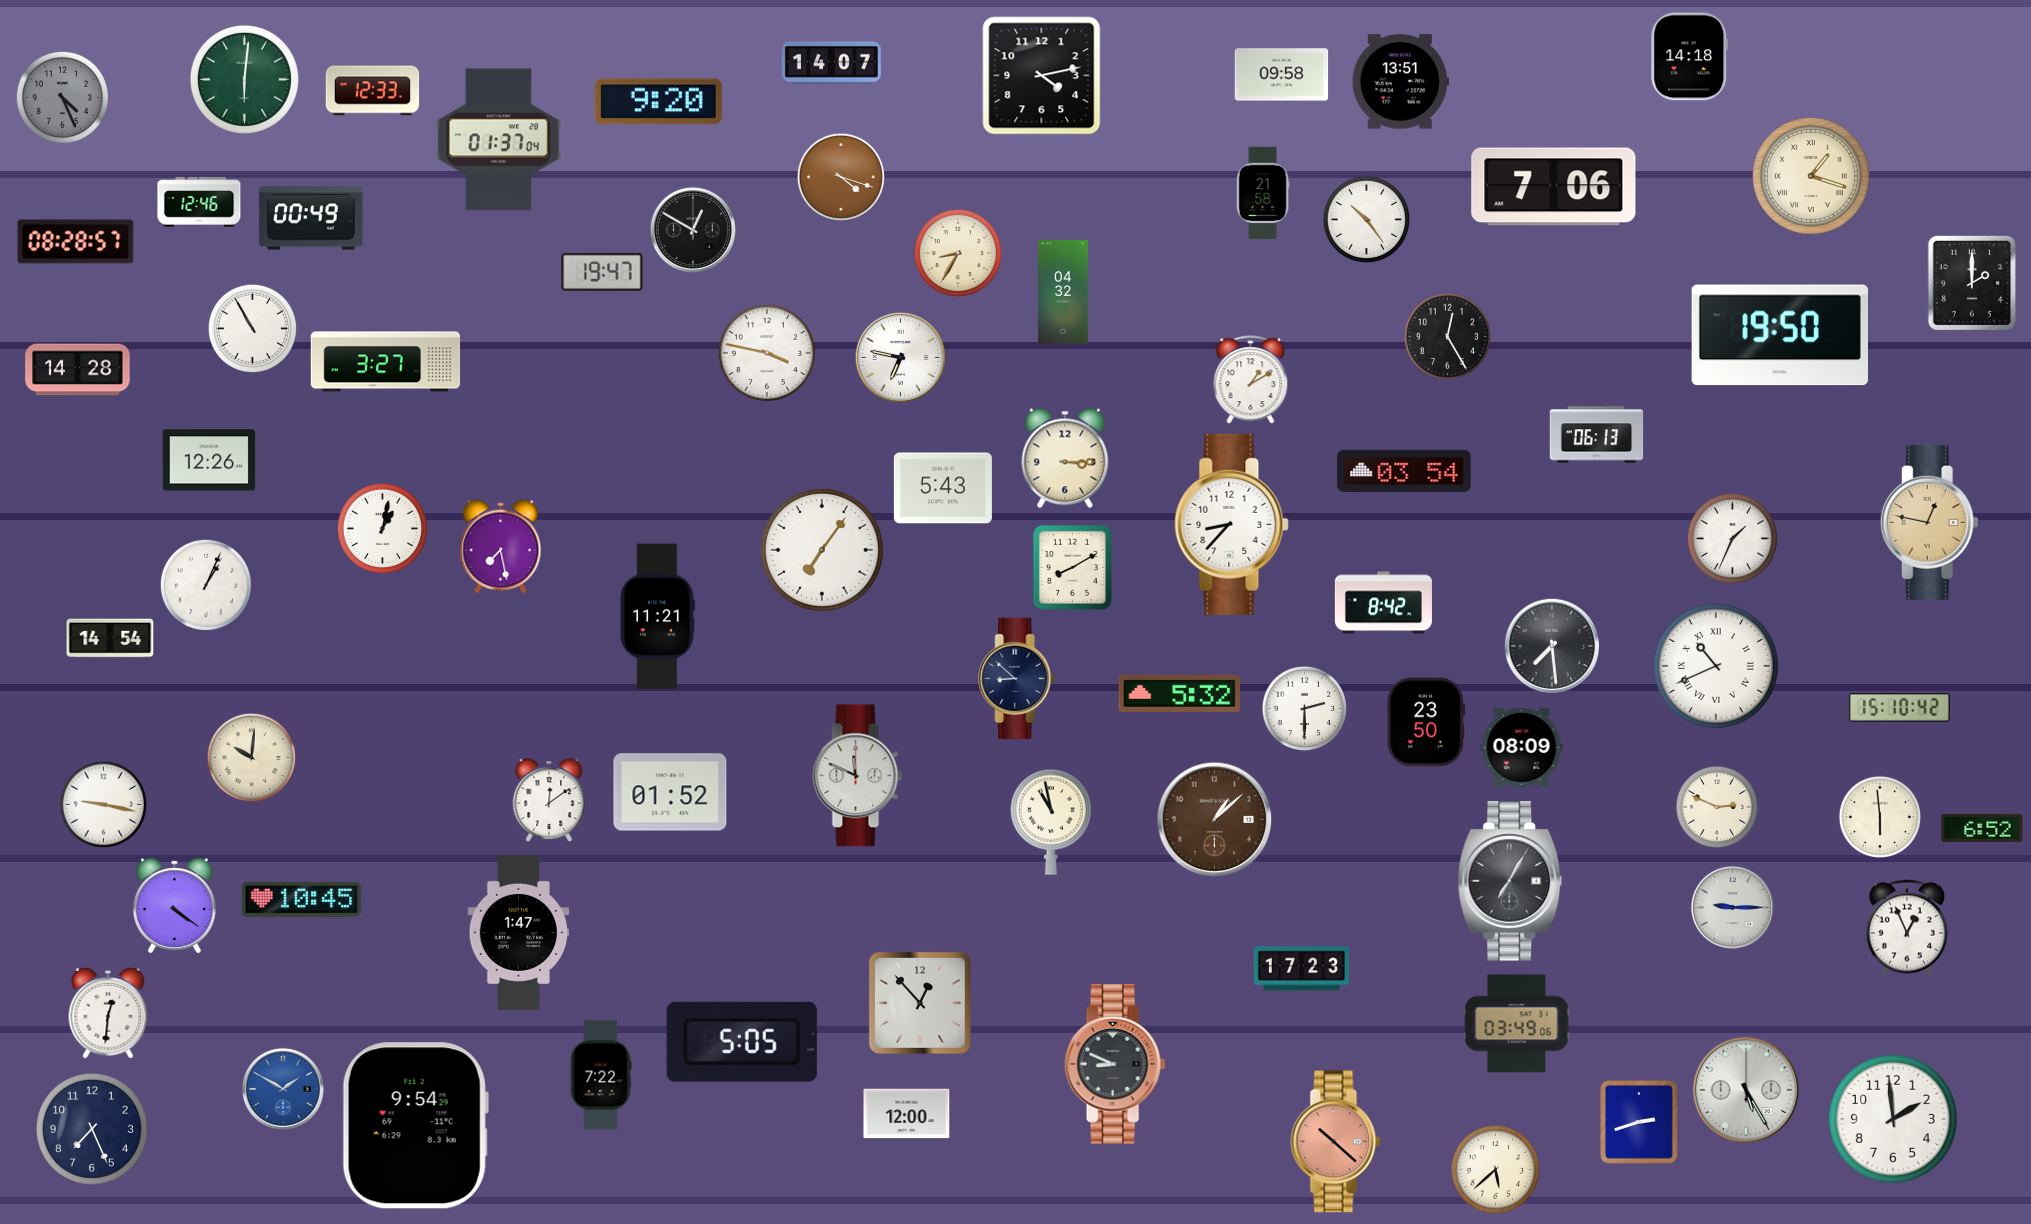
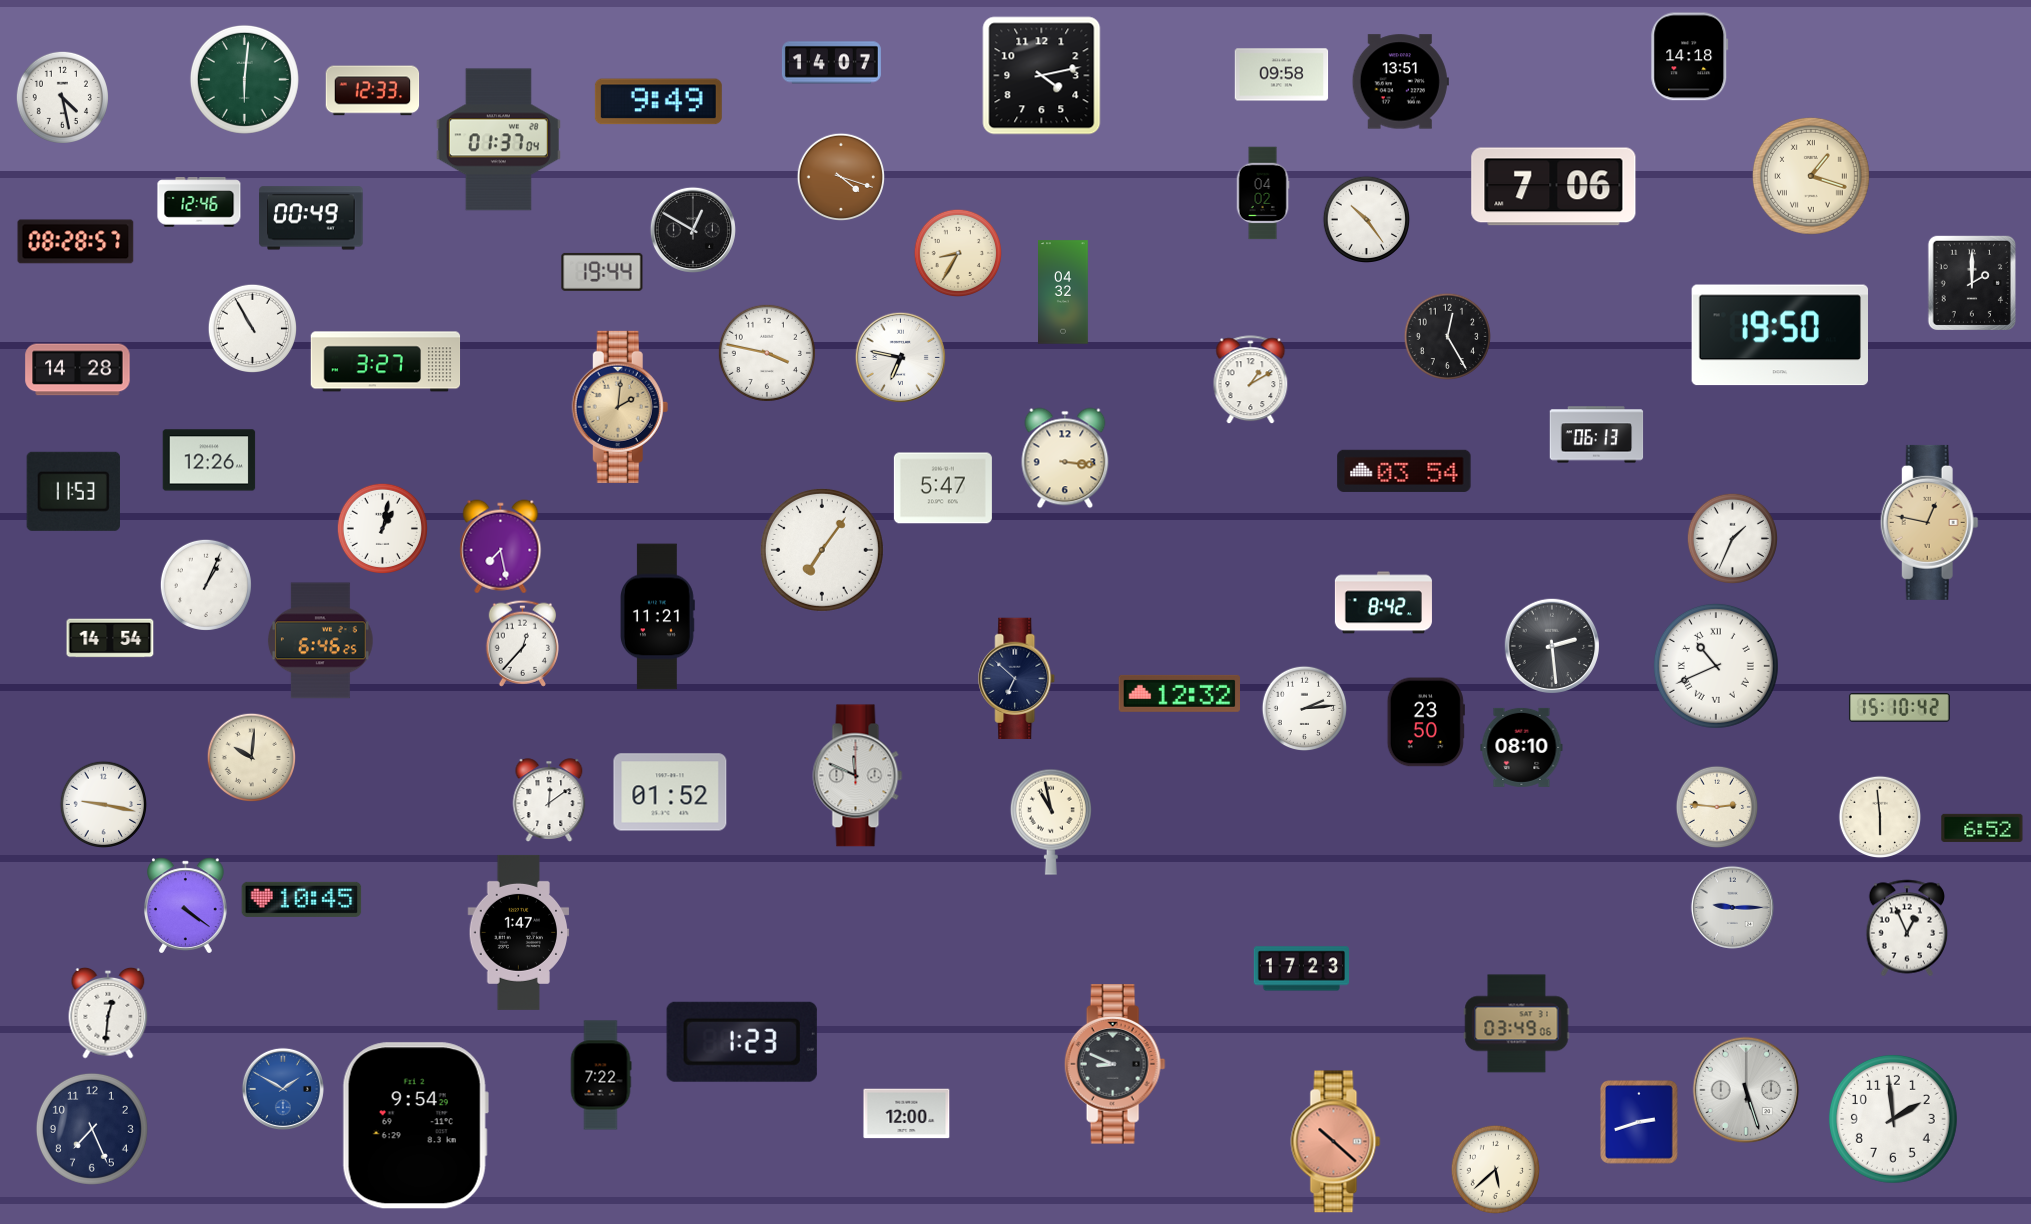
clock at (62, 97): 4:26 -> 4:28
clock at (62, 97) dial: grey -> white
clock at (658, 102): 9:20 -> 9:49
clock at (1263, 193): 21:58 -> 04:02
clock at (602, 272): 19:47 -> 19:44
clock at (620, 407): none -> 2:01
clock at (1065, 458): 3:15 -> 3:16
clock at (943, 488): 5:43 -> 5:47
clock at (73, 491): none -> 11:53
clock at (1232, 524): 8:37 -> none
clock at (1072, 567): 8:10 -> none
clock at (320, 641): none -> 6:46
clock at (522, 643): none -> 12:37
clock at (1551, 645): 7:29 -> 2:29
clock at (1017, 679): 8:52 -> 6:52
clock at (1179, 693): 5:32 -> 12:32
clock at (1305, 709): 2:30 -> 2:14
clock at (1522, 747): 08:09 -> 08:10
clock at (1717, 807): 2:49 -> 2:46
clock at (1215, 820): 1:08 -> none
clock at (1510, 881): 7:05 -> none
clock at (175, 906) position: (175, 906) -> (186, 906)
clock at (920, 1003): 12:53 -> none
clock at (742, 1042): 5:05 -> 1:23
clock at (1746, 1090): 5:25 -> 5:27
